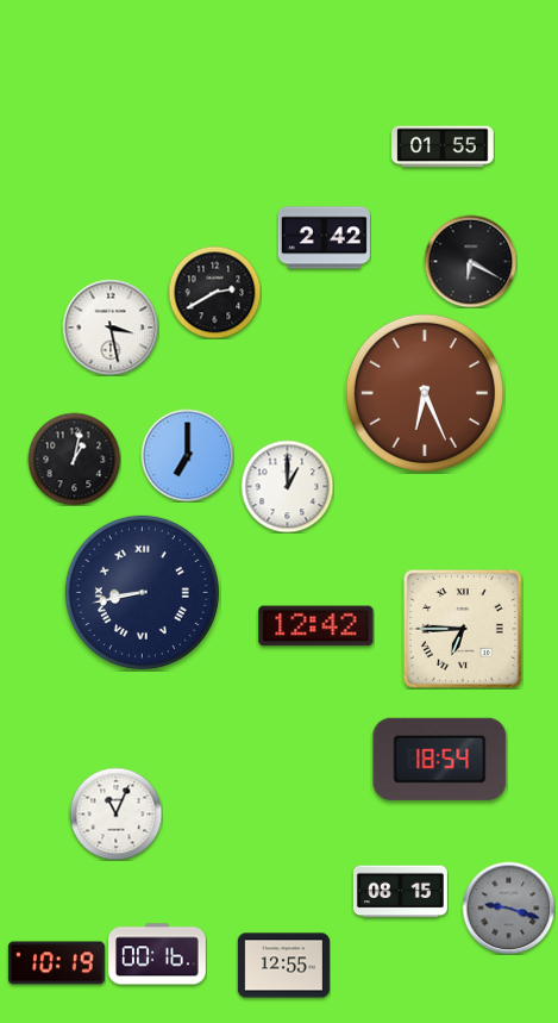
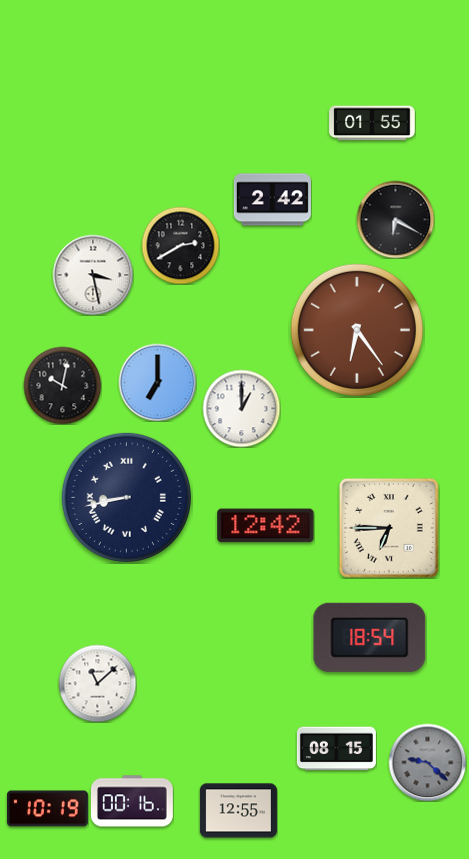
clock at (425, 393): 6:26 -> 6:24
clock at (74, 459): 1:02 -> 10:02
clock at (142, 592) position: (142, 592) -> (126, 497)
clock at (115, 813): 11:04 -> 11:08
clock at (508, 907): 9:18 -> 9:22
